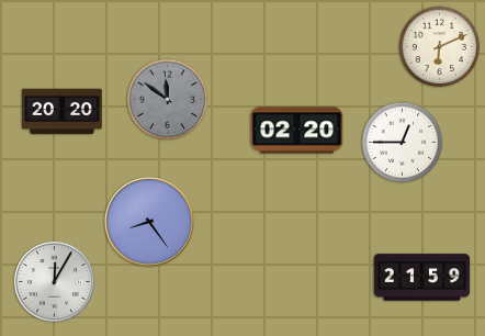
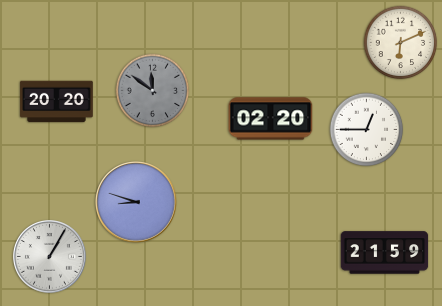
clock at (150, 223): 8:24 -> 8:48
clock at (54, 281): 12:05 -> 1:05
